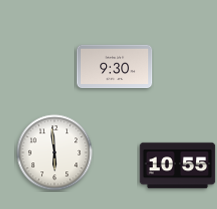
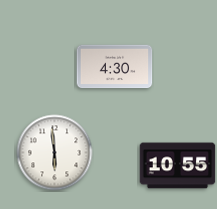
clock at (115, 67): 9:30 -> 4:30
